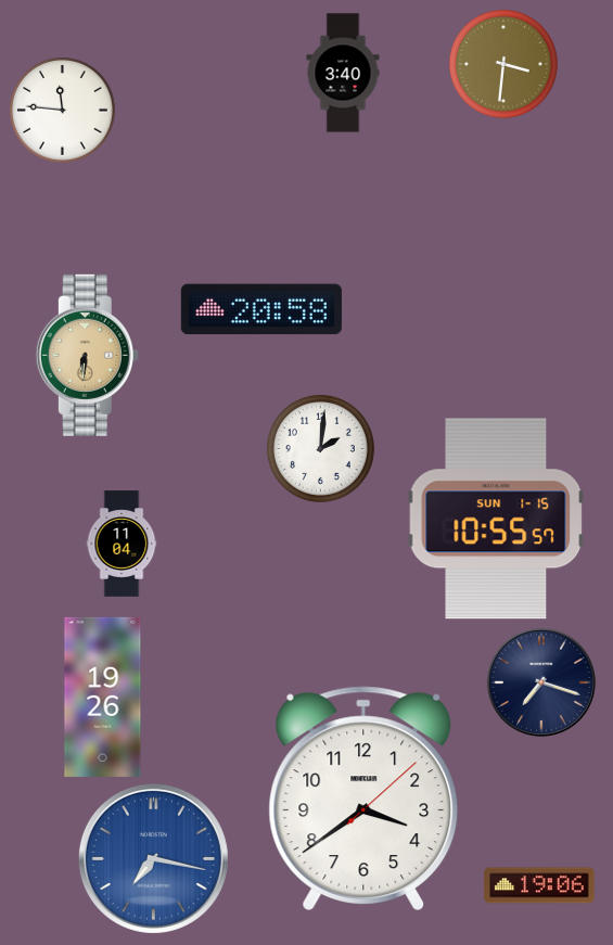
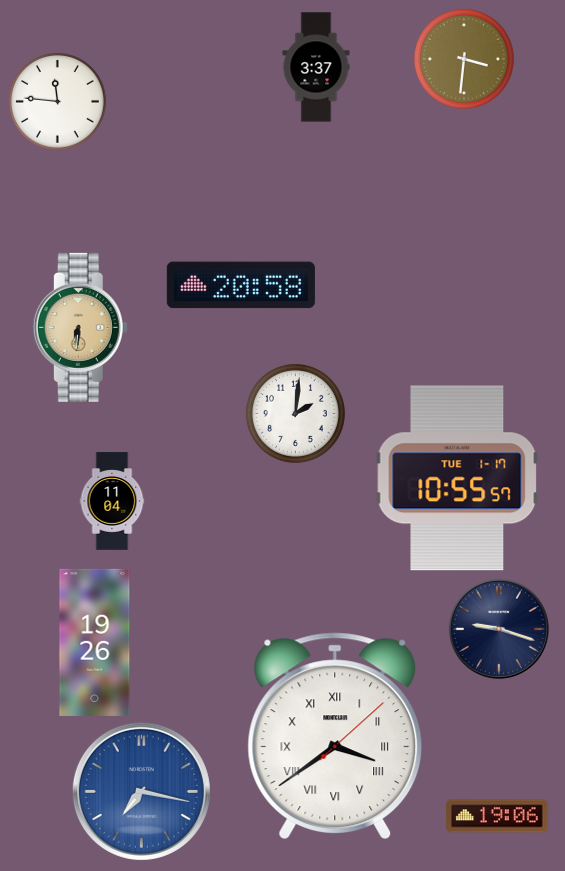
clock at (343, 73): 3:40 -> 3:37
clock at (496, 519) date: SUN 1-15 -> TUE 1-17
clock at (541, 682): 7:18 -> 9:18
clock at (363, 799) numerals: Arabic -> Roman
